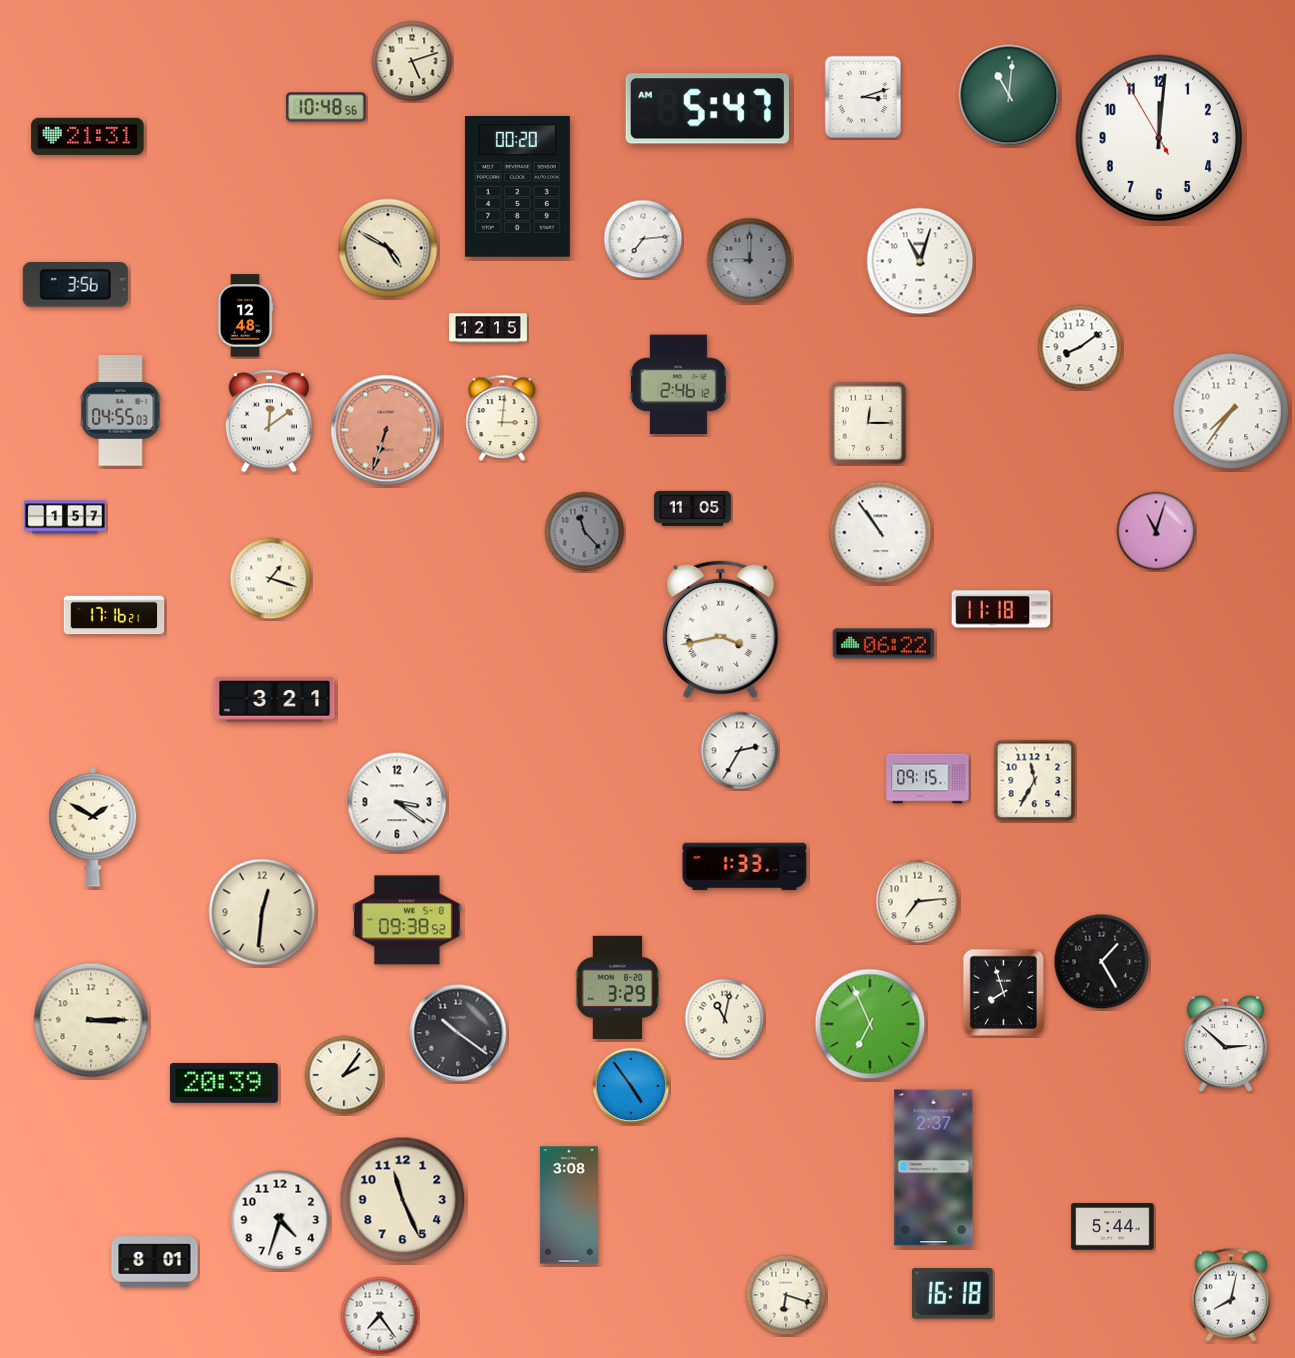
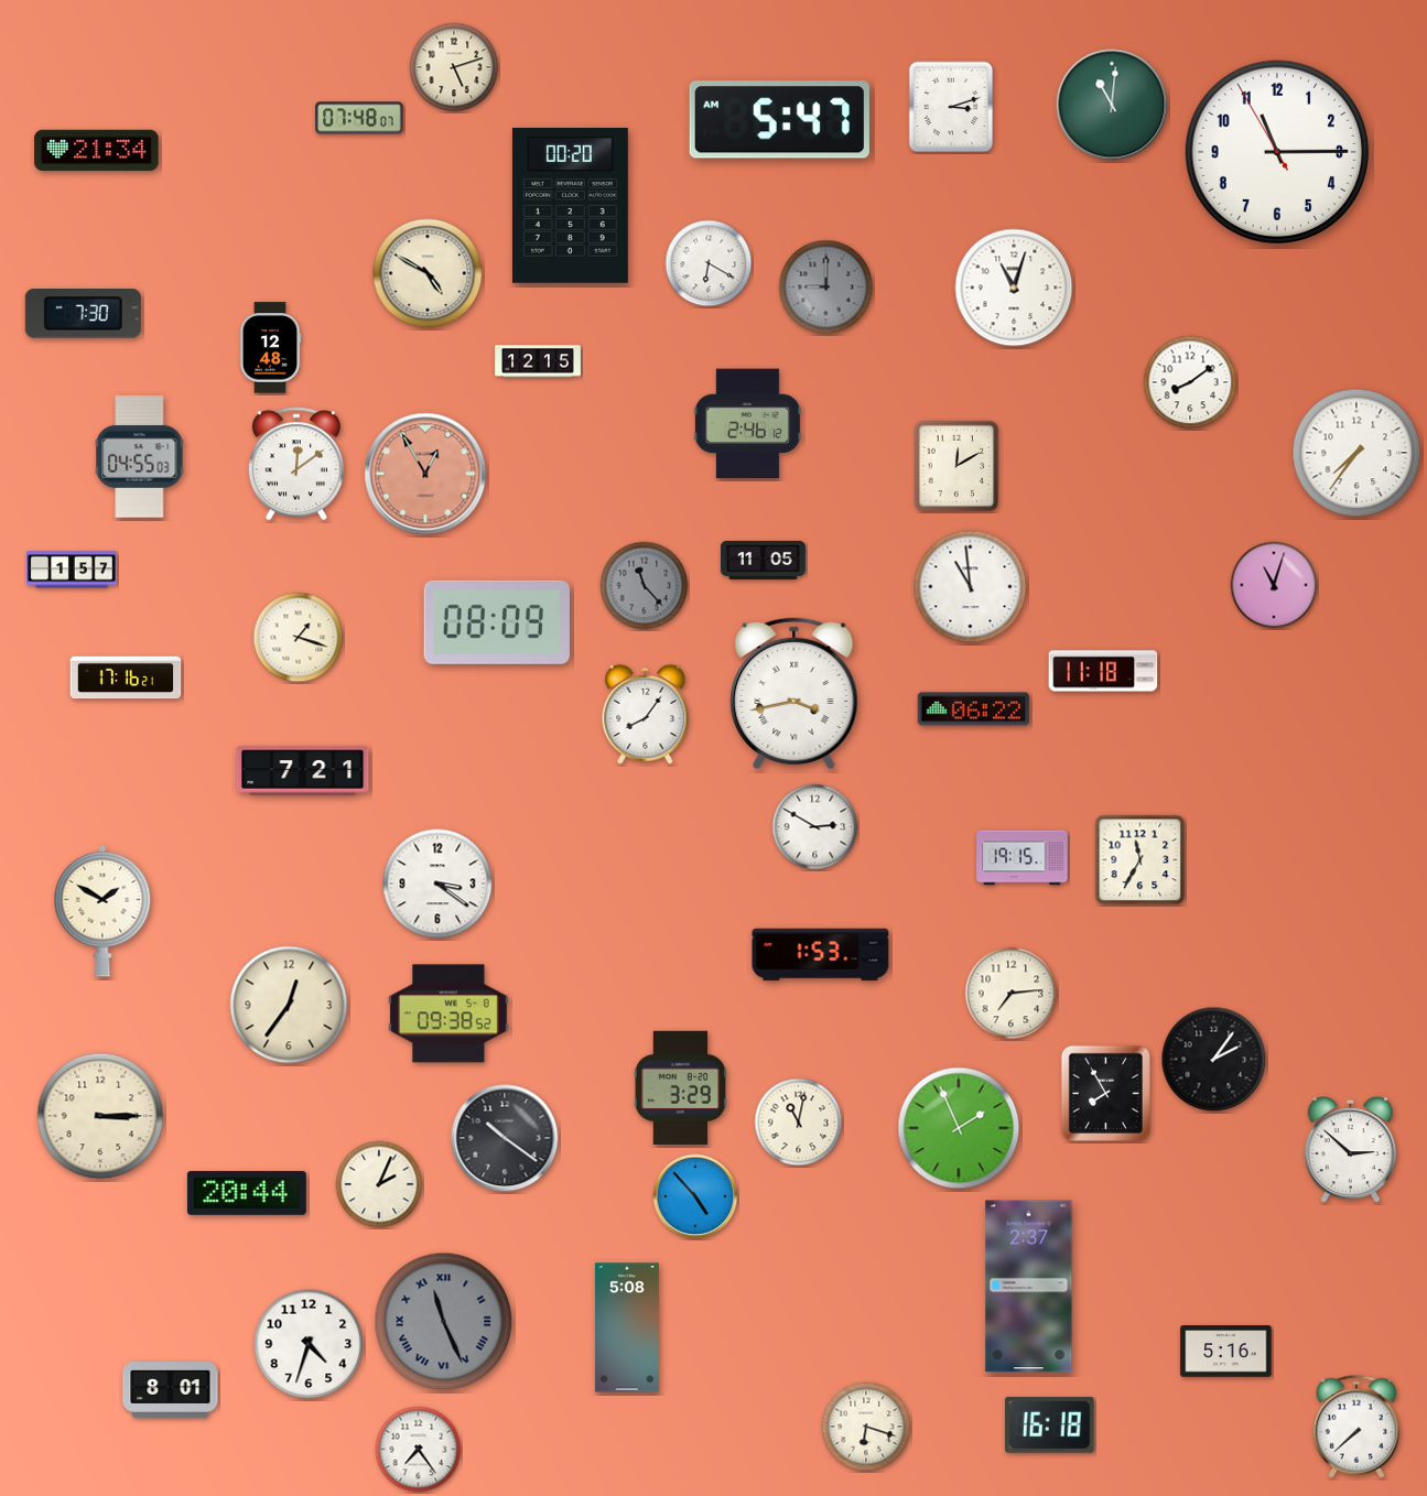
clock at (326, 107): 10:48 -> 07:48
clock at (88, 136): 21:31 -> 21:34
clock at (1158, 137): 12:00 -> 11:14
clock at (643, 239): 7:14 -> 6:20
clock at (75, 285): 3:56 -> 7:30
clock at (121, 411) position: (121, 411) -> (140, 457)
clock at (502, 418): 3:01 -> none
clock at (868, 423): 12:15 -> 12:10
clock at (386, 430): 6:33 -> 12:55
clock at (881, 533): 10:54 -> 10:59
clock at (497, 622): none -> 08:09
clock at (646, 714): none -> 8:06
clock at (275, 700): 3:21 -> 7:21
clock at (740, 751): 2:35 -> 2:50
clock at (928, 779): 09:15 -> 19:15
clock at (745, 867): 1:33 -> 1:53
clock at (262, 912): 12:31 -> 12:36
clock at (1102, 962): 1:25 -> 2:06
clock at (1003, 992): 7:57 -> 7:55
clock at (91, 1020) position: (91, 1020) -> (100, 1116)
clock at (870, 1024): 6:56 -> 1:56
clock at (344, 1075): 2:06 -> 2:04
clock at (224, 1083): 20:39 -> 20:44
clock at (631, 1086): 4:54 -> 4:53
clock at (403, 1200) dial: cream -> grey
clock at (403, 1200) numerals: Arabic -> Roman
clock at (569, 1205): 3:08 -> 5:08
clock at (1113, 1227): 5:44 -> 5:16
clock at (1231, 1295): 8:02 -> 7:38
